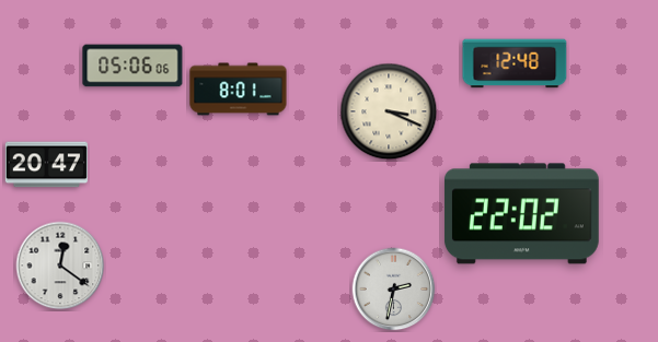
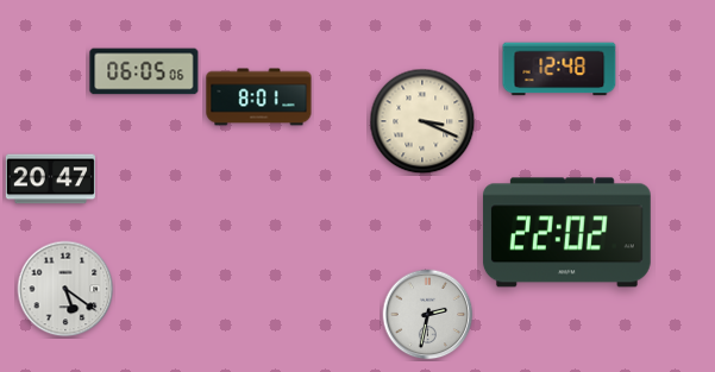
clock at (132, 66): 05:06 -> 06:05
clock at (60, 266): 12:21 -> 5:21
